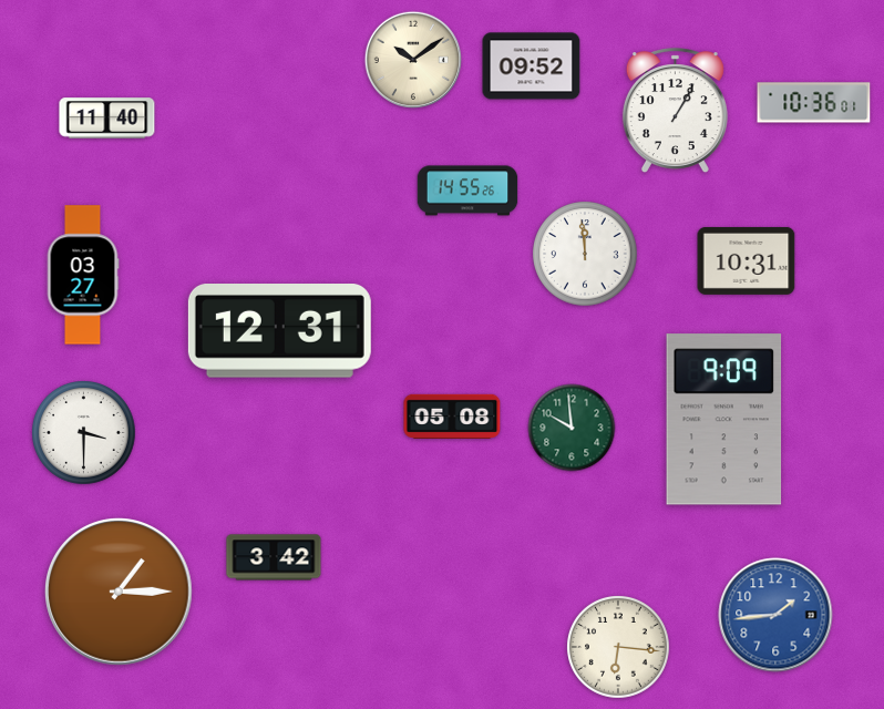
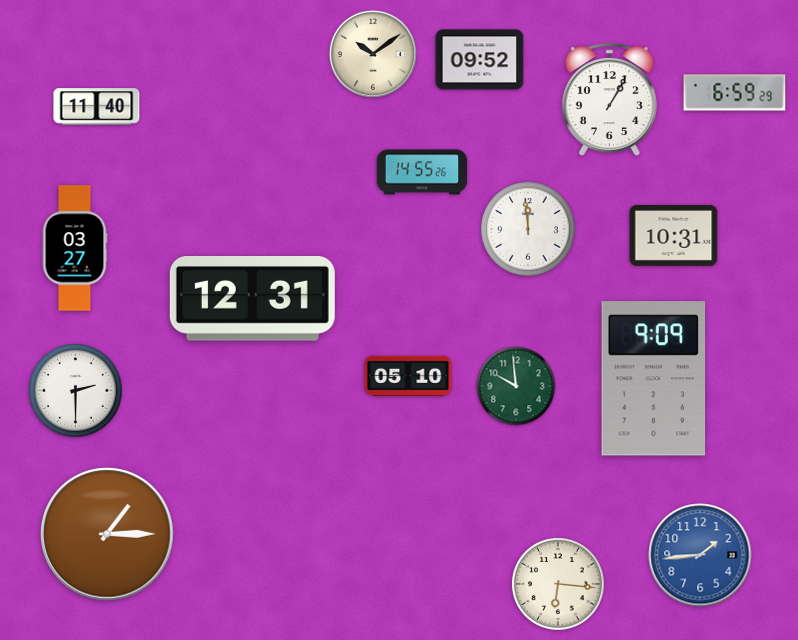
clock at (814, 103): 10:36 -> 6:59
clock at (452, 417): 05:08 -> 05:10
clock at (84, 433): 3:30 -> 2:30
clock at (274, 557): 3:42 -> none
